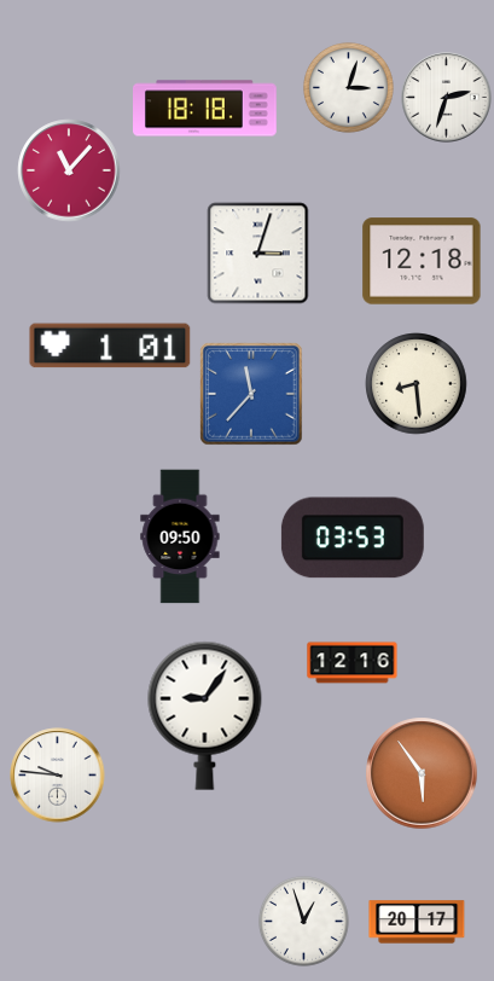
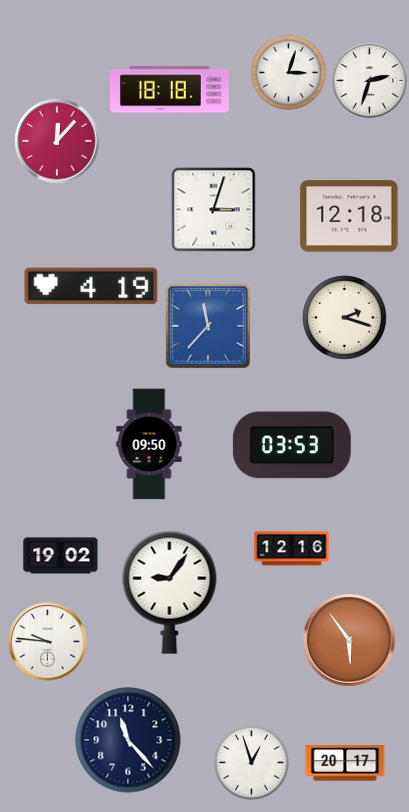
clock at (69, 170): 11:07 -> 12:07
clock at (110, 346): 1:01 -> 4:19
clock at (417, 384): 8:29 -> 2:18
clock at (61, 556): none -> 19:02
clock at (128, 740): none -> 11:23
